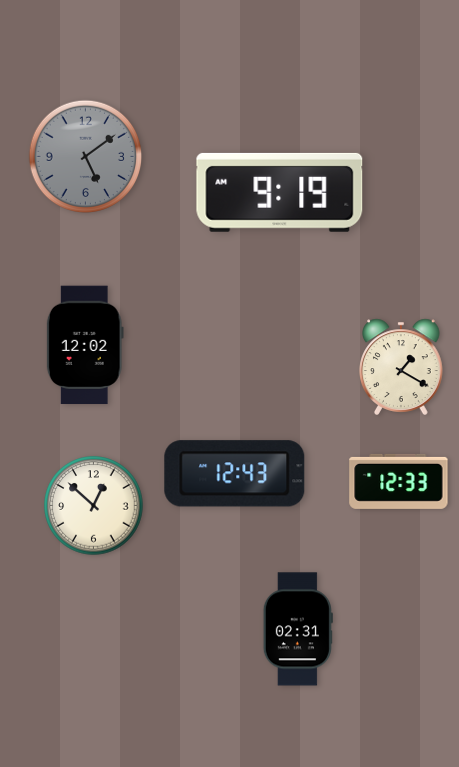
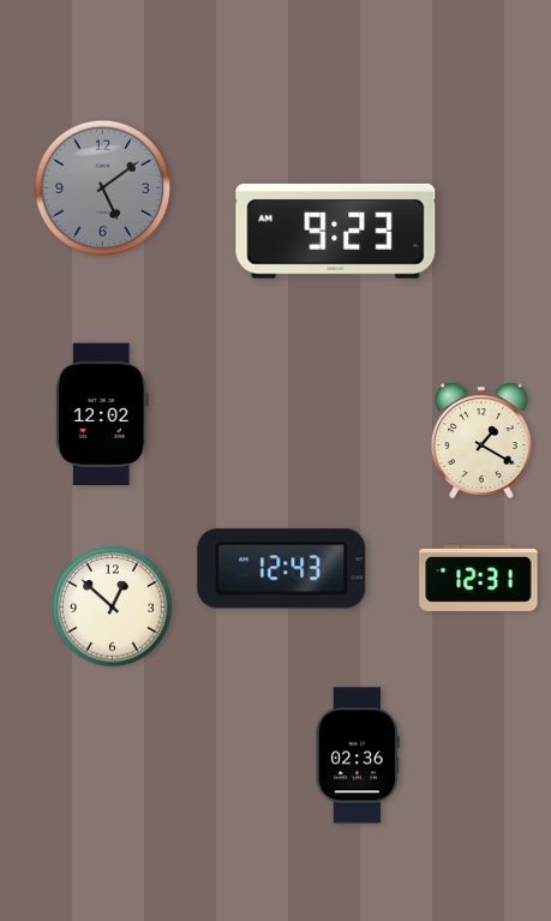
clock at (280, 192): 9:19 -> 9:23
clock at (399, 481): 12:33 -> 12:31
clock at (298, 629): 02:31 -> 02:36
